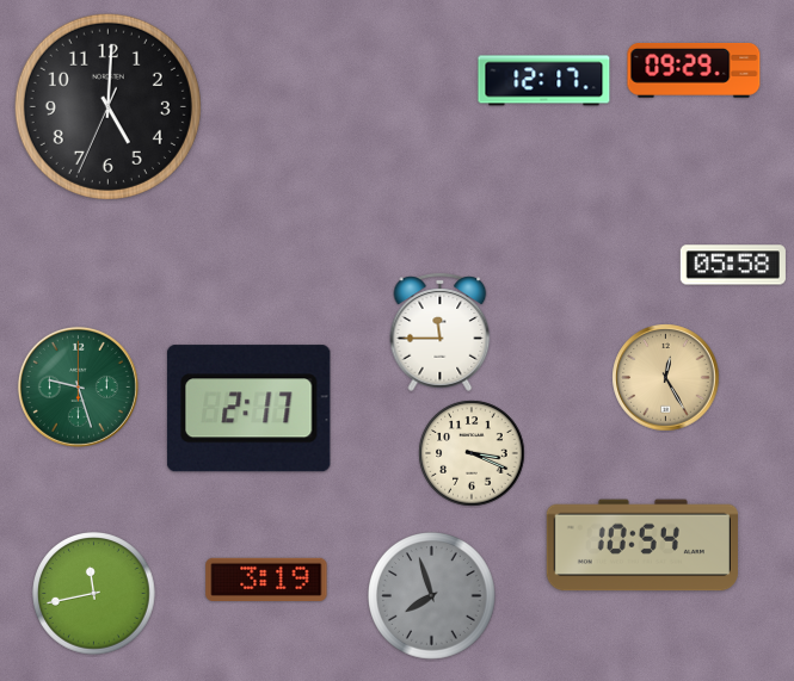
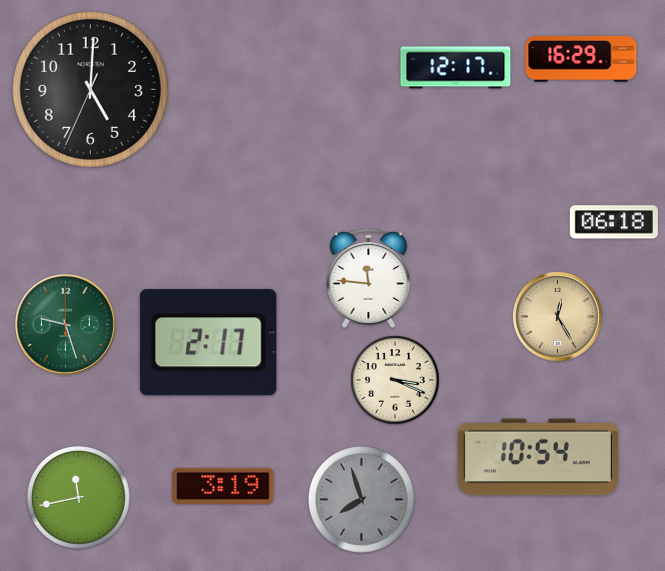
clock at (694, 72): 09:29 -> 16:29
clock at (733, 265): 05:58 -> 06:18
clock at (441, 332): 11:45 -> 11:46
